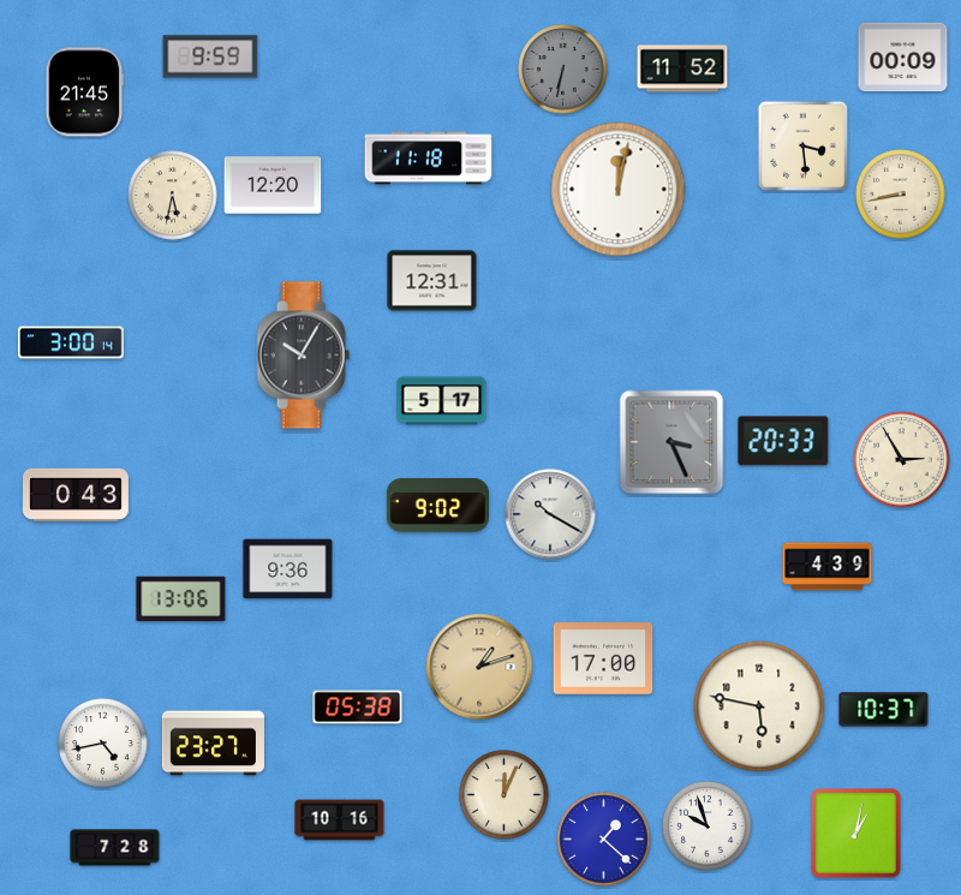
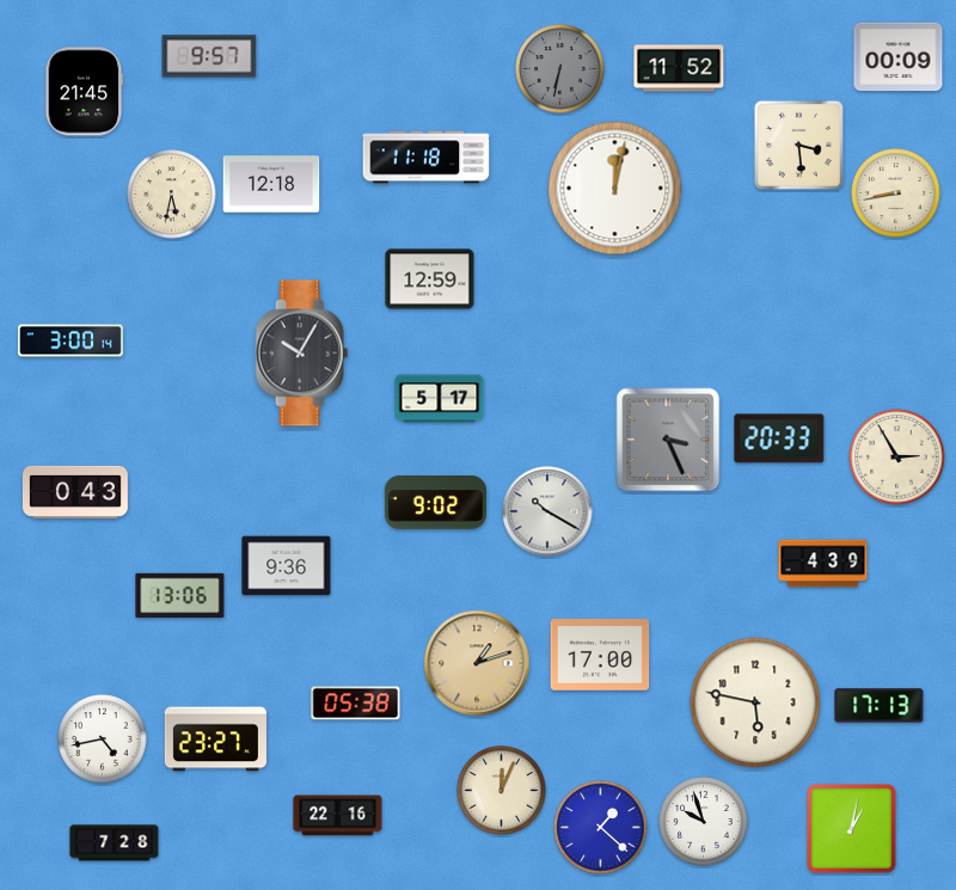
clock at (210, 56): 9:59 -> 9:57
clock at (273, 185): 12:20 -> 12:18
clock at (432, 281): 12:31 -> 12:59
clock at (884, 710): 10:37 -> 17:13
clock at (213, 744) position: (213, 744) -> (215, 739)
clock at (340, 821): 10:16 -> 22:16
clock at (604, 840) position: (604, 840) -> (601, 828)
